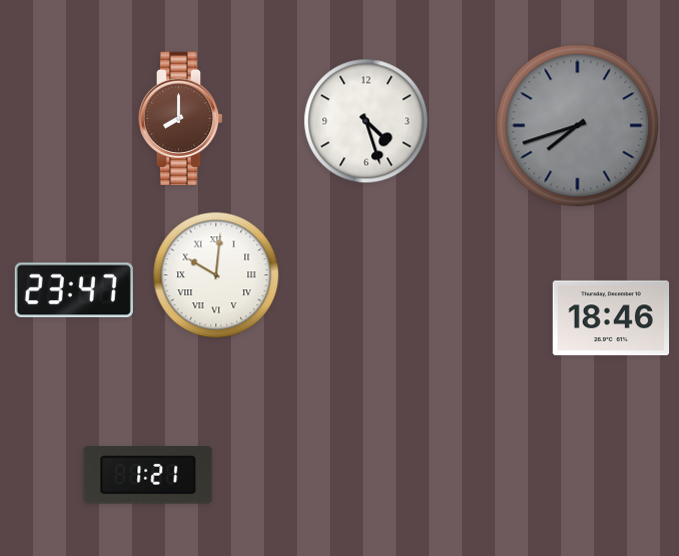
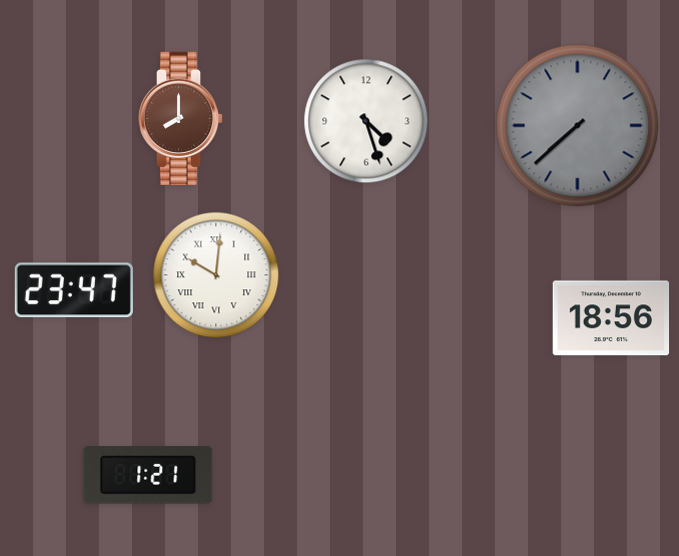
clock at (578, 126): 7:42 -> 7:38
clock at (611, 318): 18:46 -> 18:56
